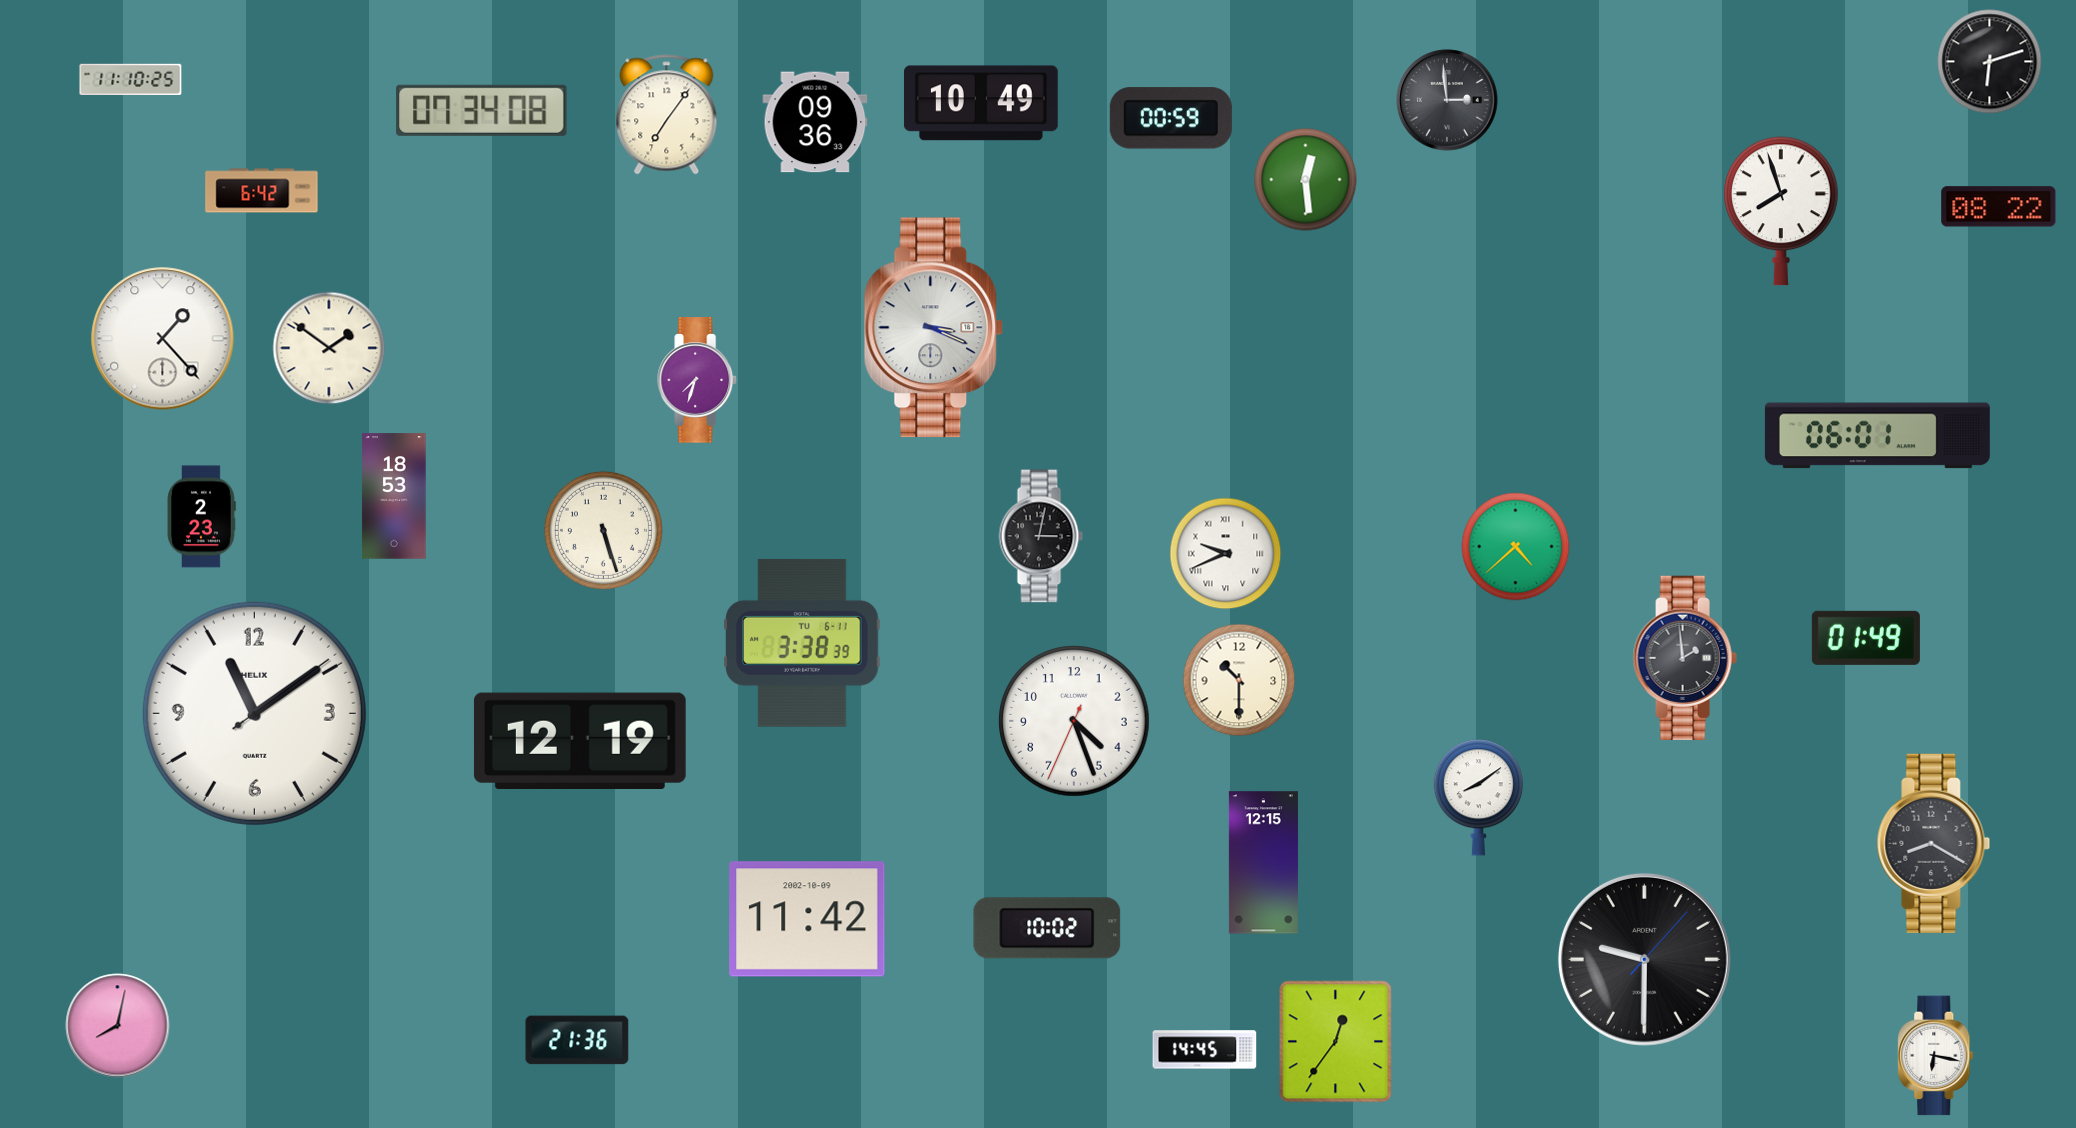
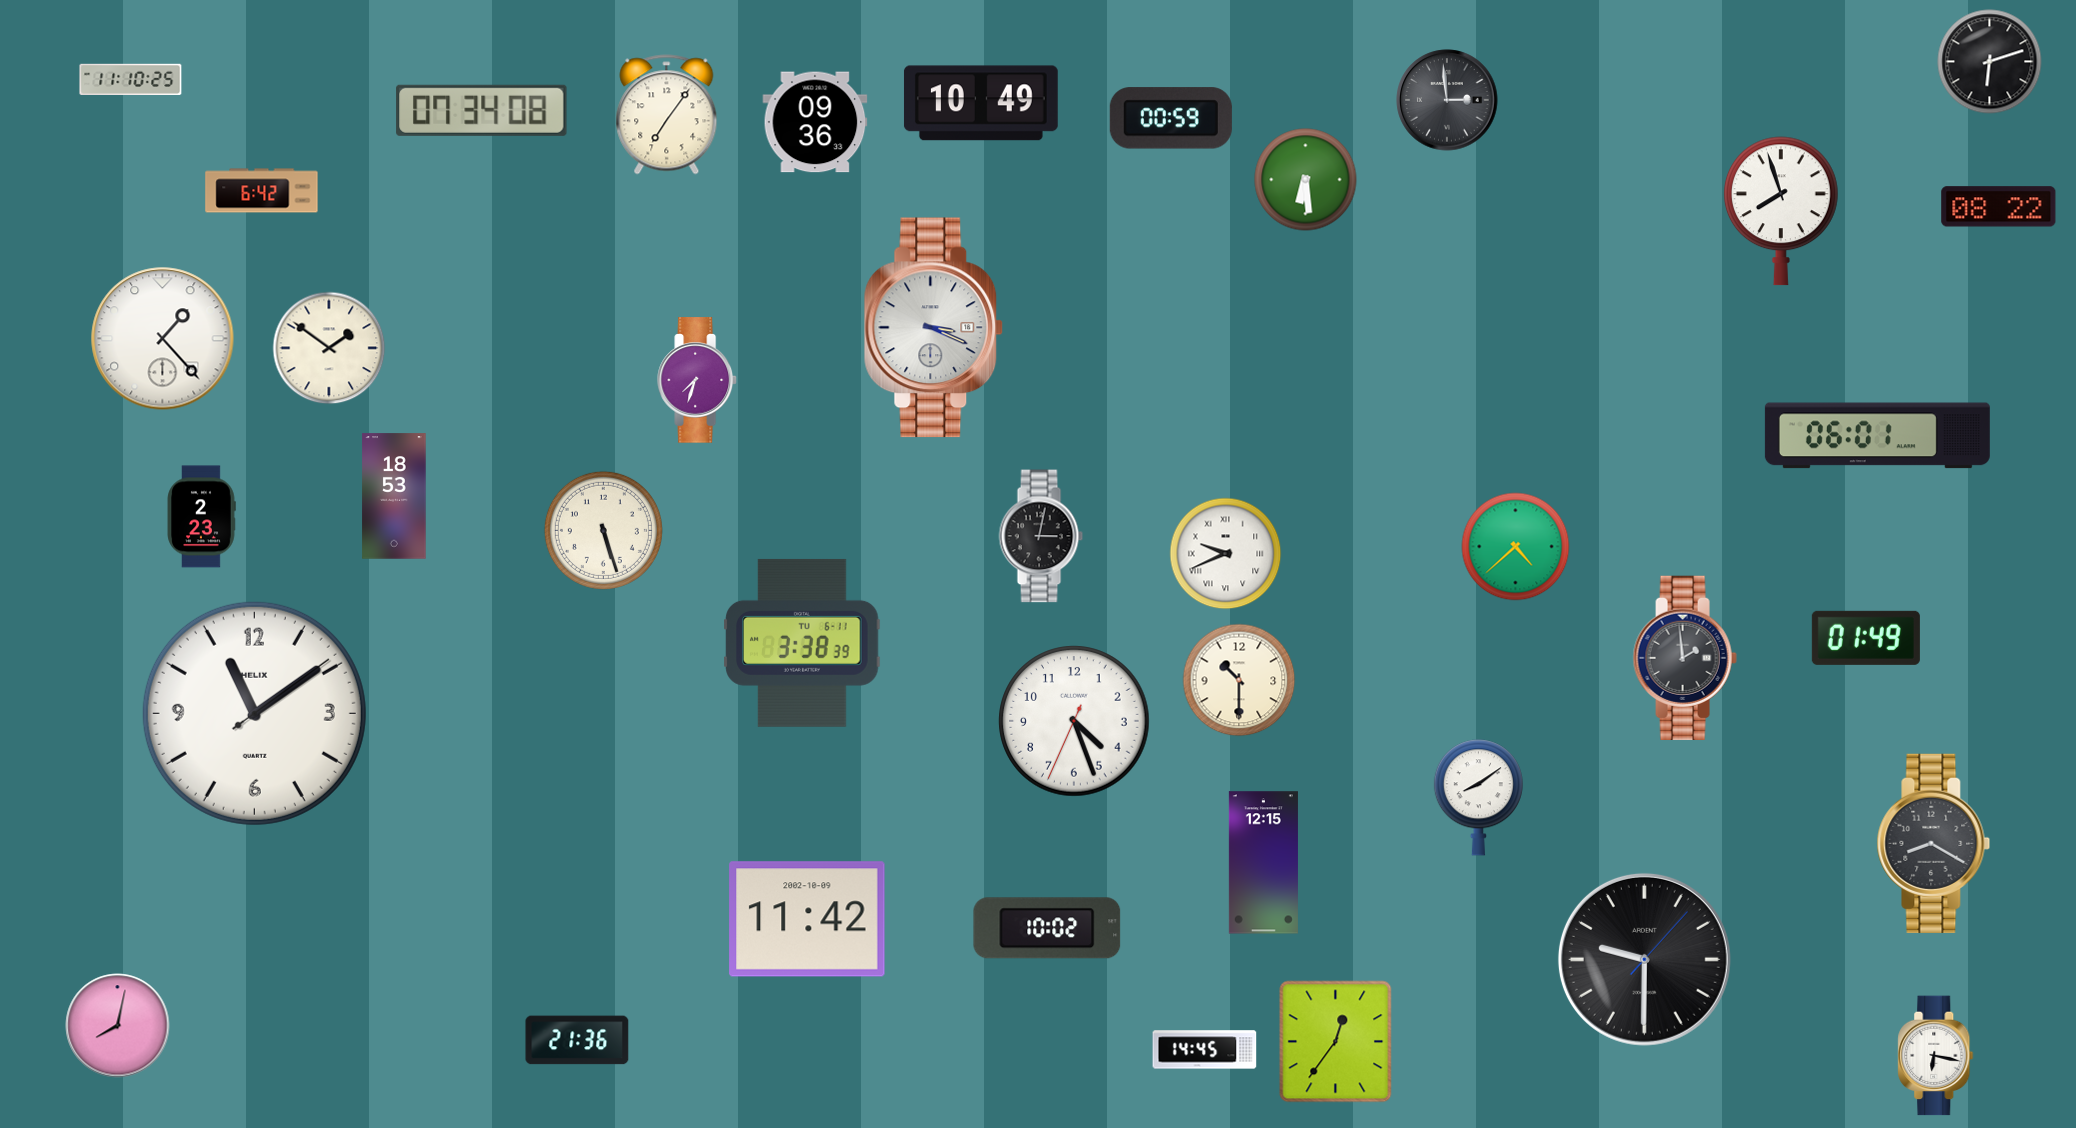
clock at (1306, 180): 12:29 -> 6:29
clock at (580, 740): 12:19 -> none
